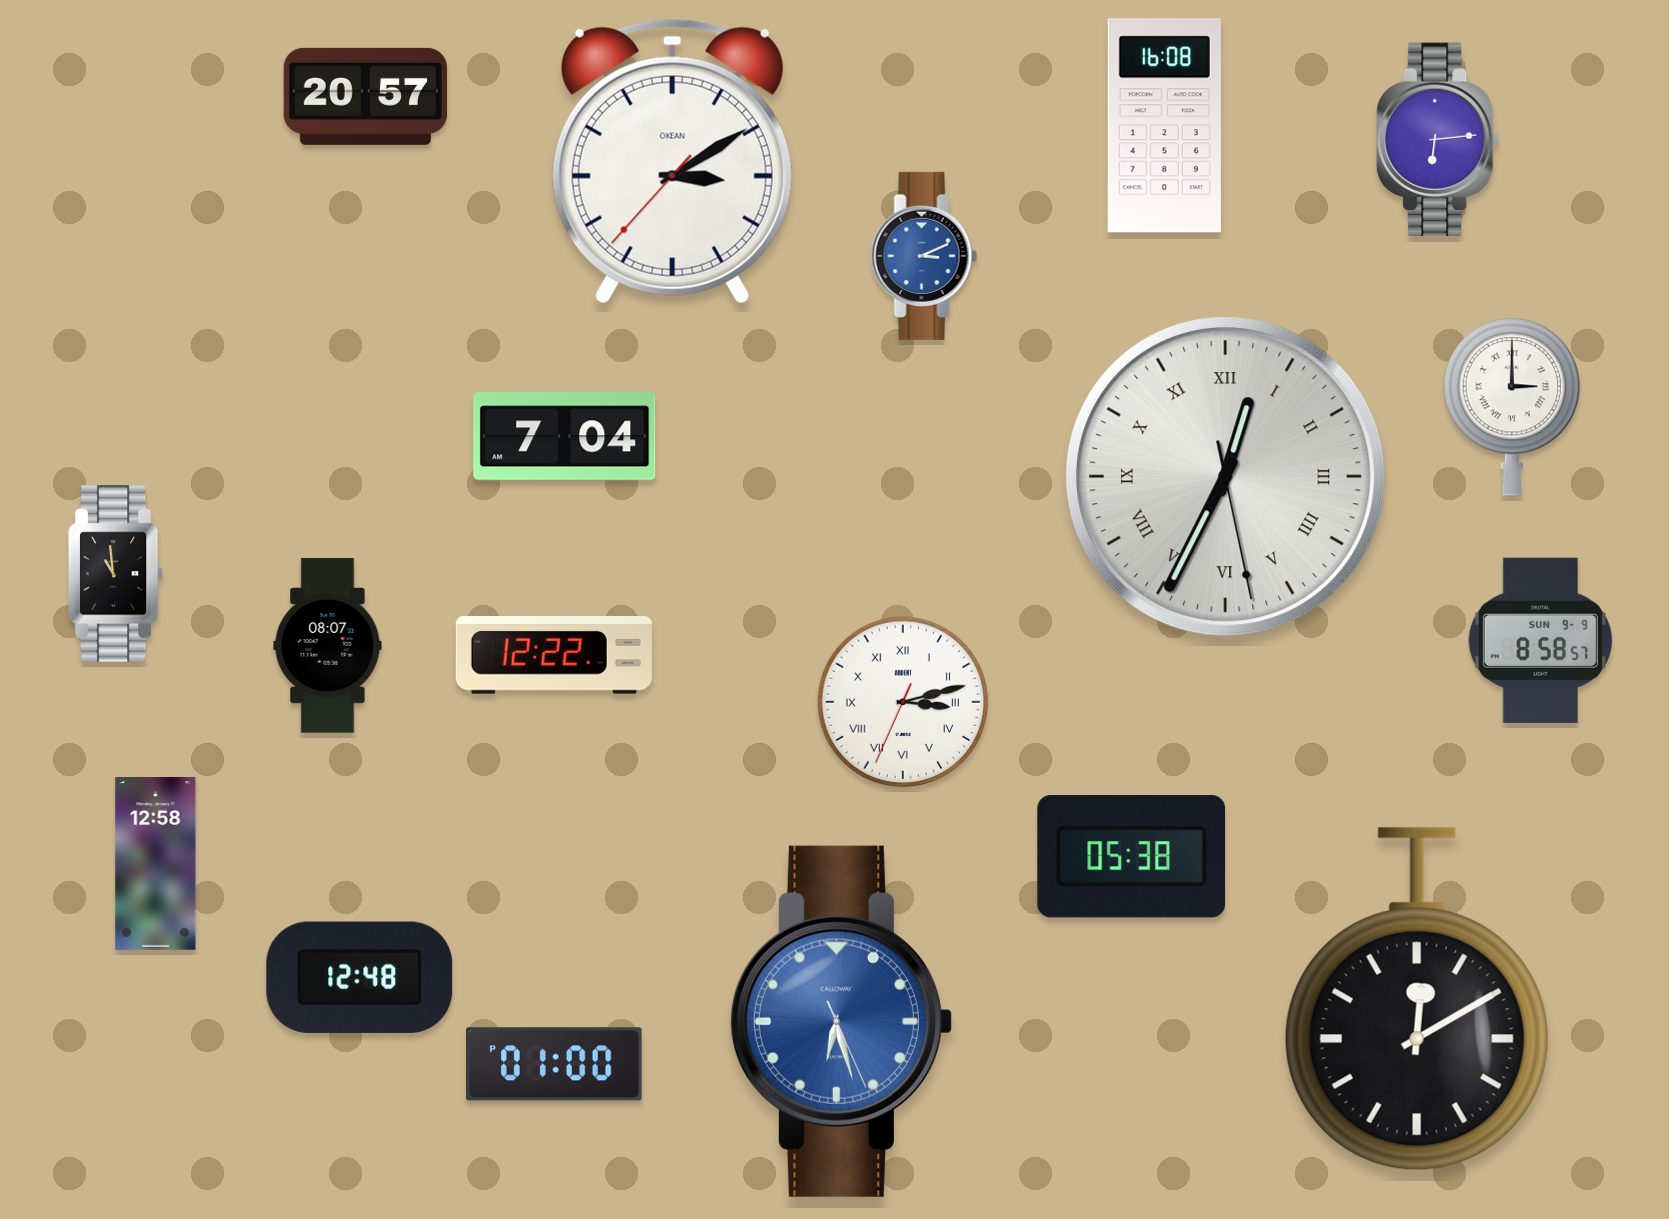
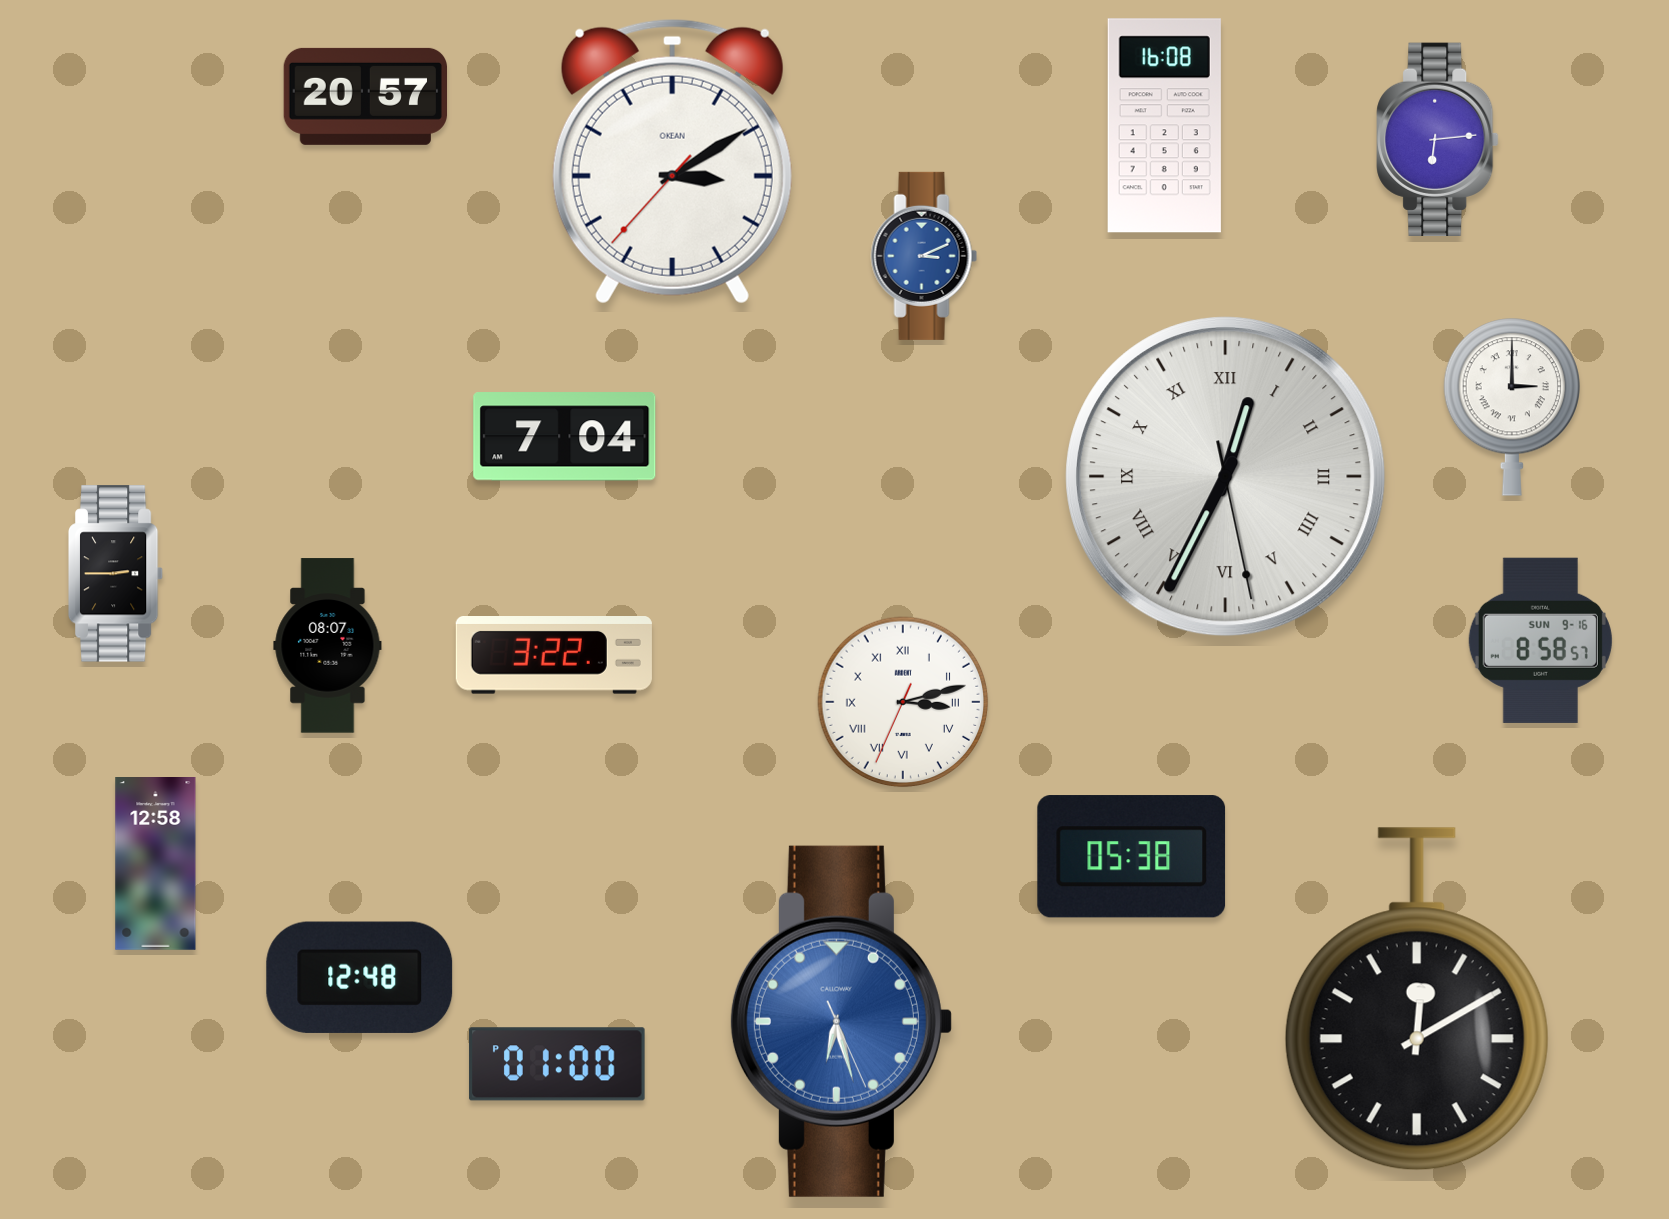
clock at (116, 574): 10:59 -> 2:45
clock at (1540, 640) date: SUN 9-9 -> SUN 9-16
clock at (554, 656): 12:22 -> 3:22
clock at (554, 1064) position: (554, 1064) -> (557, 1064)
